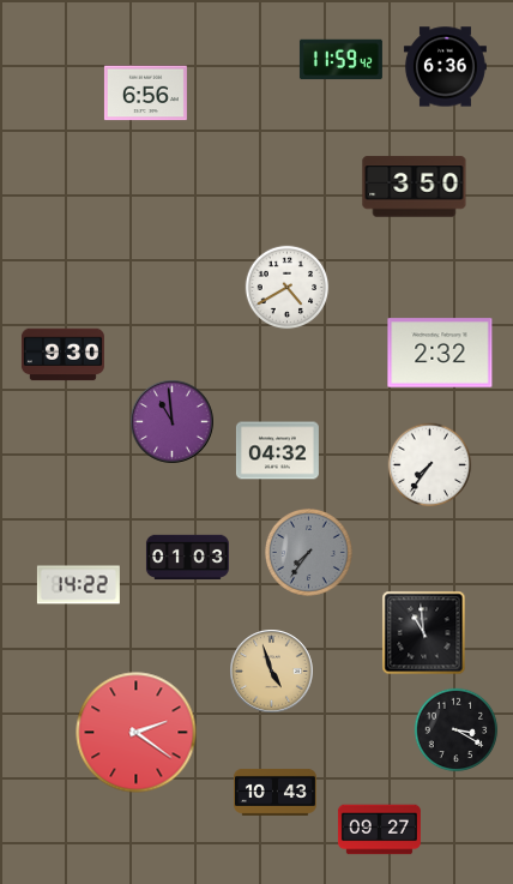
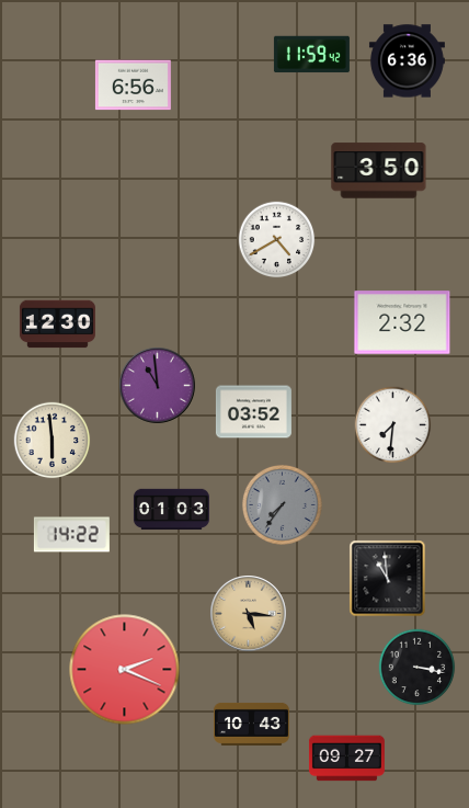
clock at (288, 288) position: (288, 288) -> (277, 240)
clock at (62, 355): 9:30 -> 12:30
clock at (277, 451): 04:32 -> 03:52
clock at (430, 465): 7:36 -> 7:31
clock at (53, 441): none -> 5:59
clock at (272, 672): 4:57 -> 5:16
clock at (457, 730): 3:20 -> 3:17
clock at (137, 733): 2:21 -> 2:19
